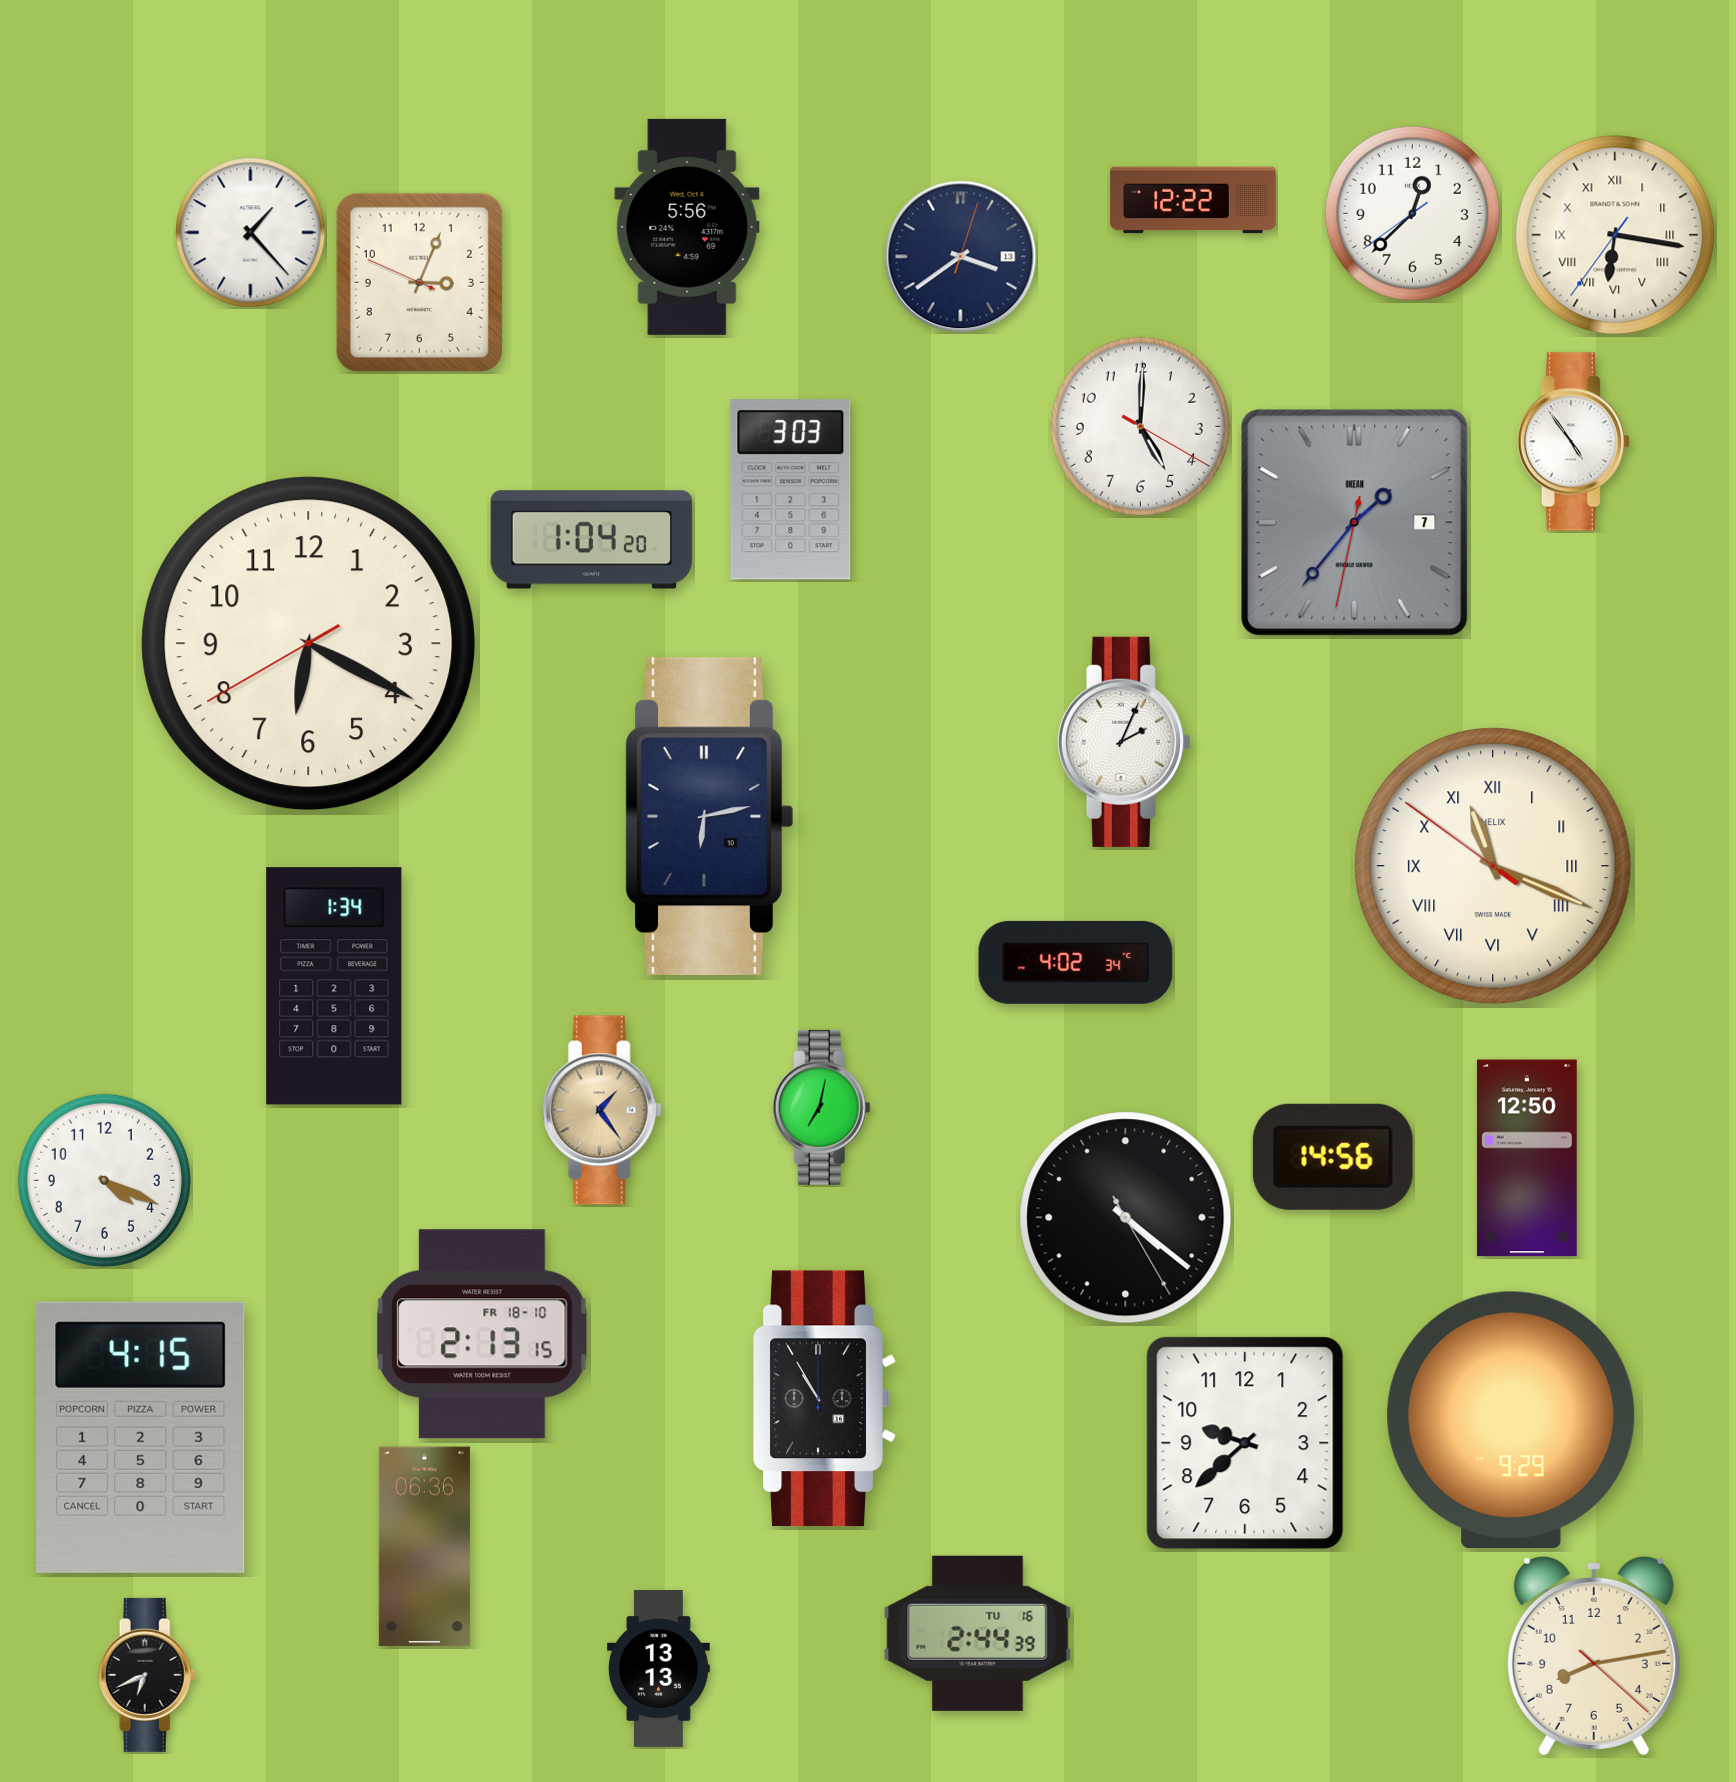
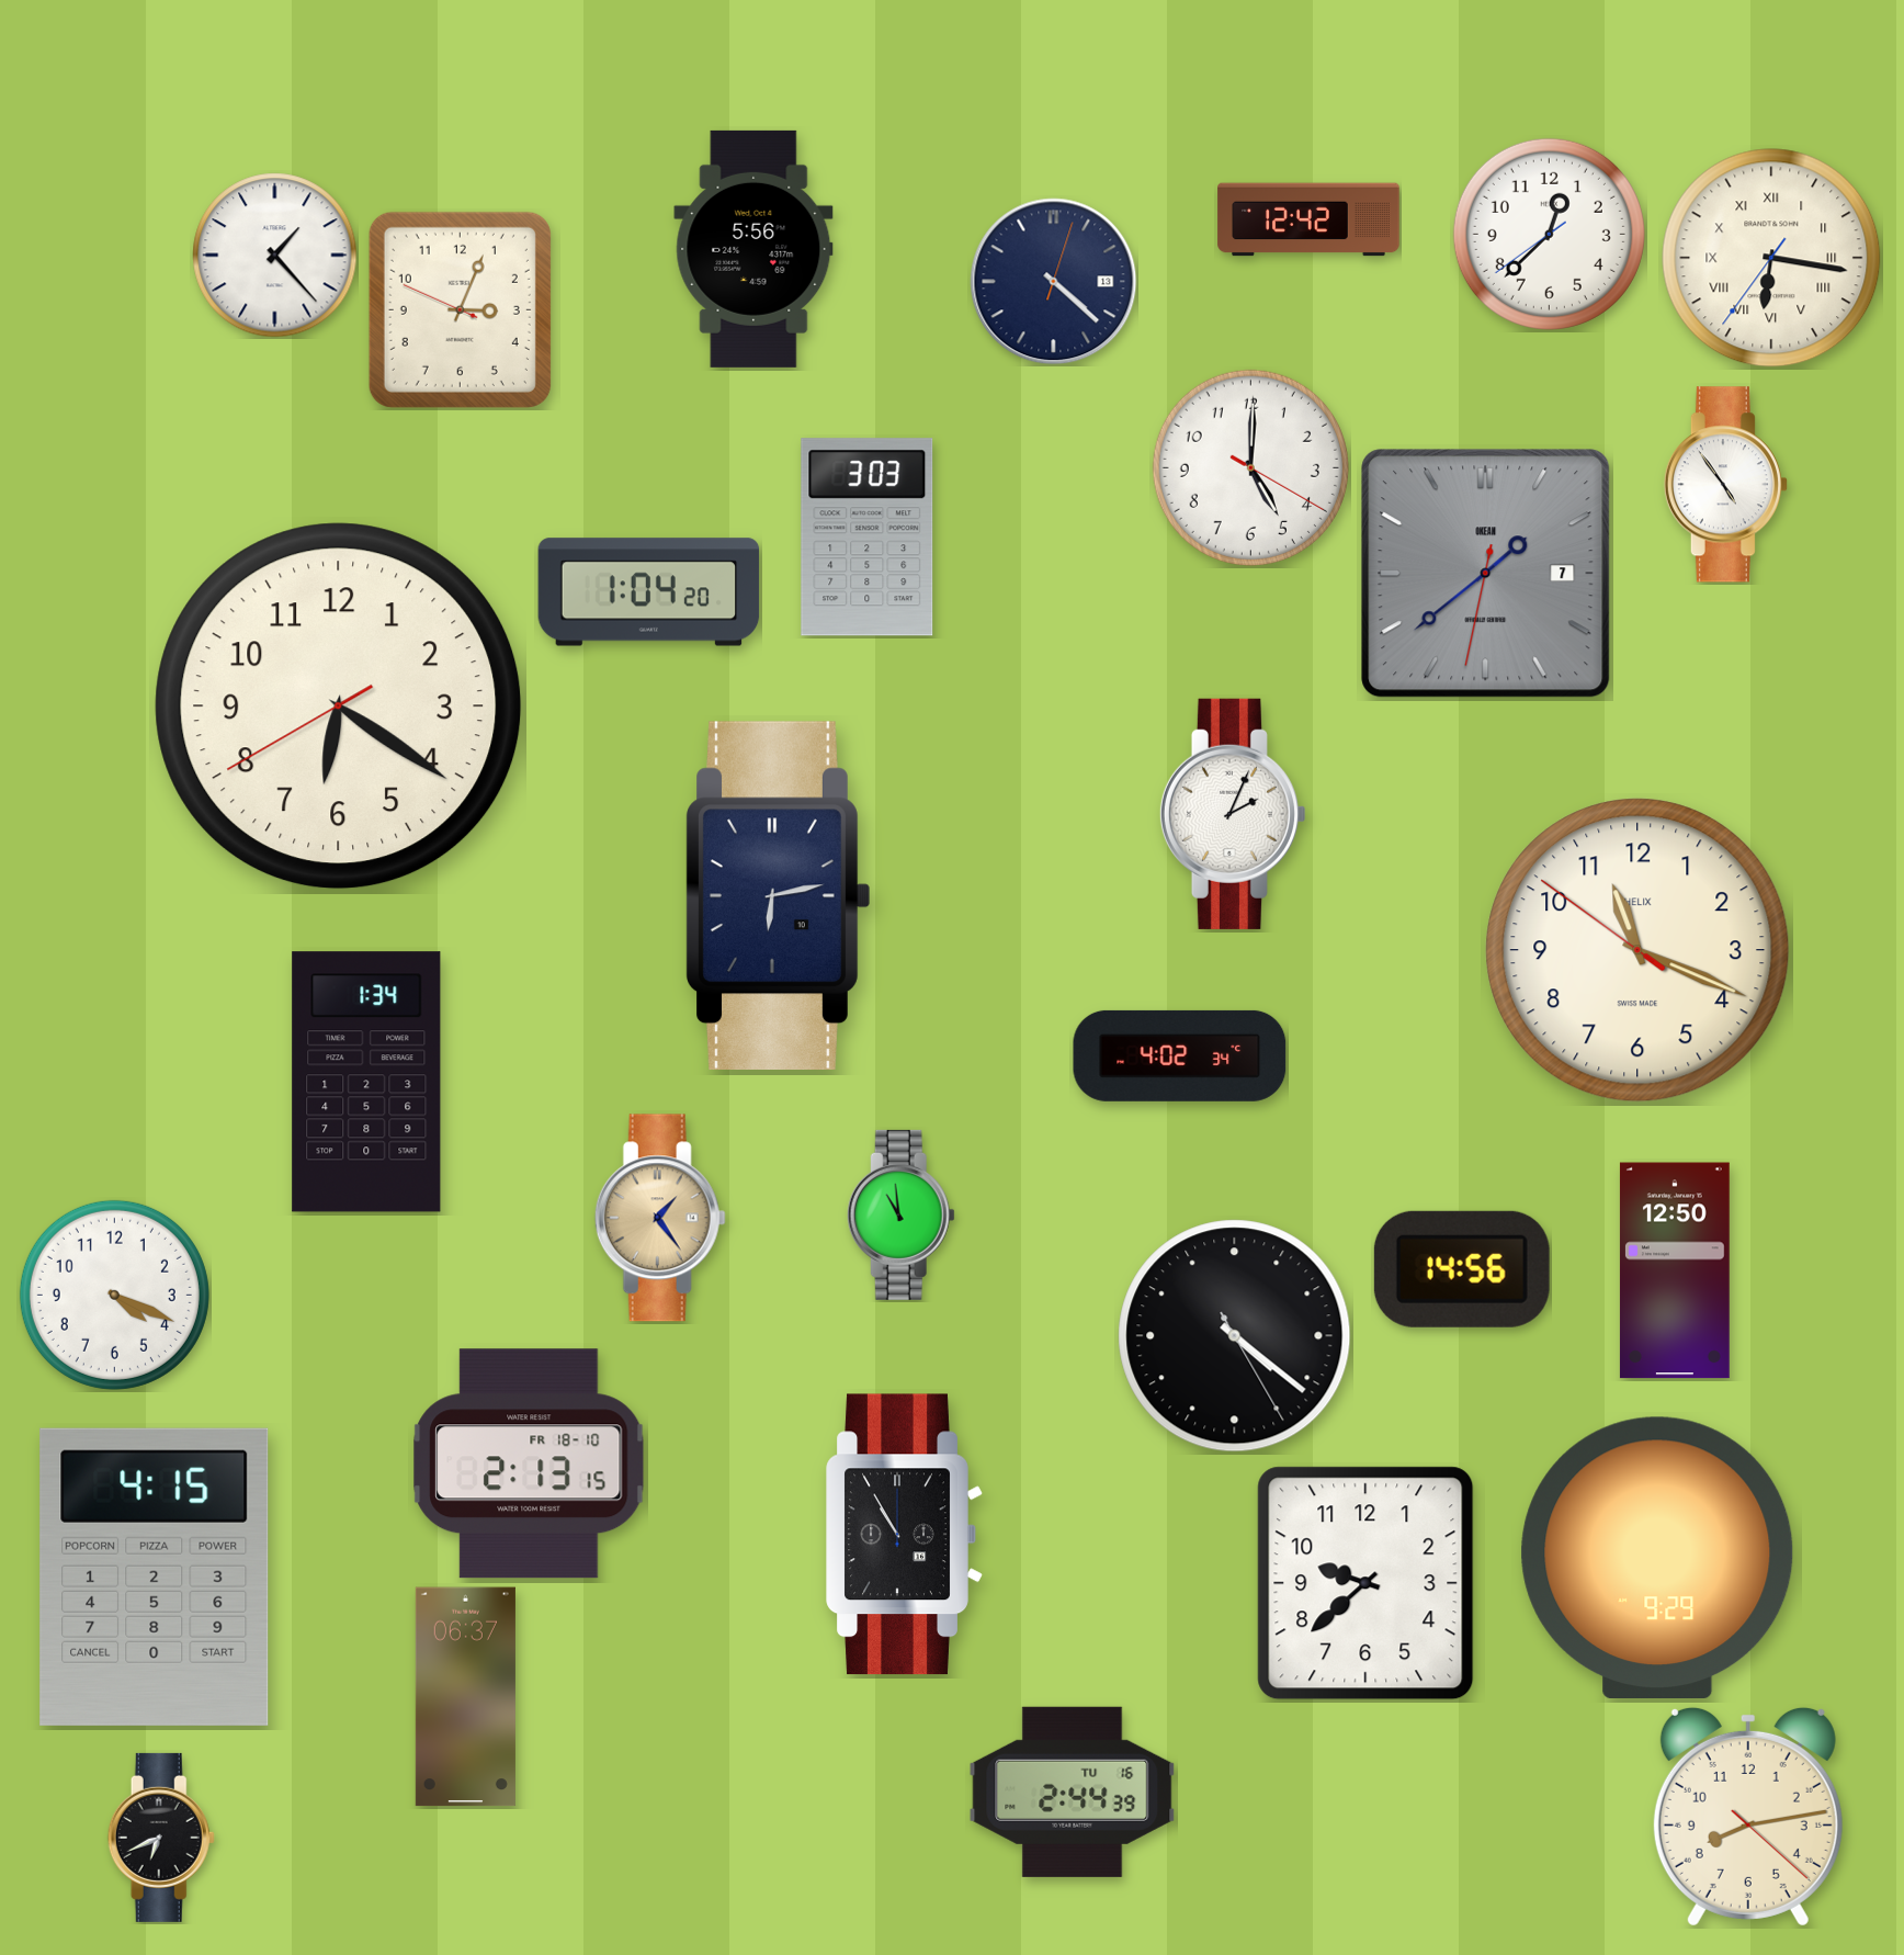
clock at (1193, 200): 12:22 -> 12:42
clock at (961, 257): 3:39 -> 4:22
clock at (1355, 523): 1:36 -> 1:38
clock at (309, 644): 6:19 -> 6:20
clock at (1493, 866) numerals: Roman -> Arabic
clock at (821, 1107): 7:02 -> 10:59
clock at (424, 1547): 06:36 -> 06:37
clock at (658, 1668): 13:13 -> none
